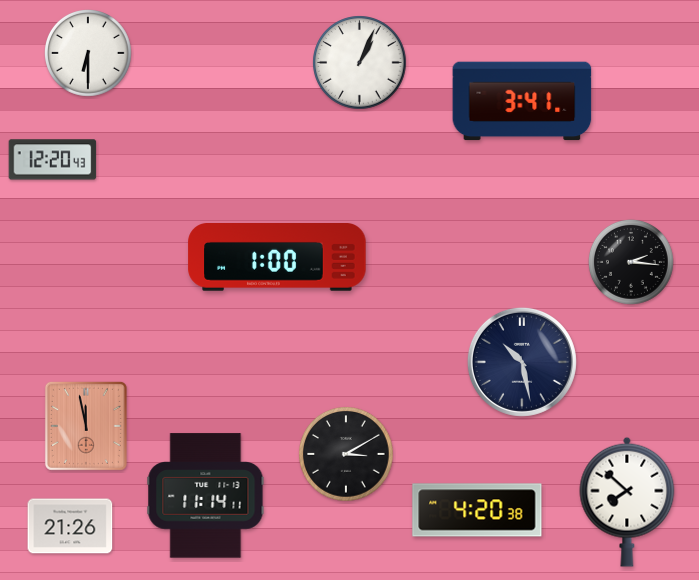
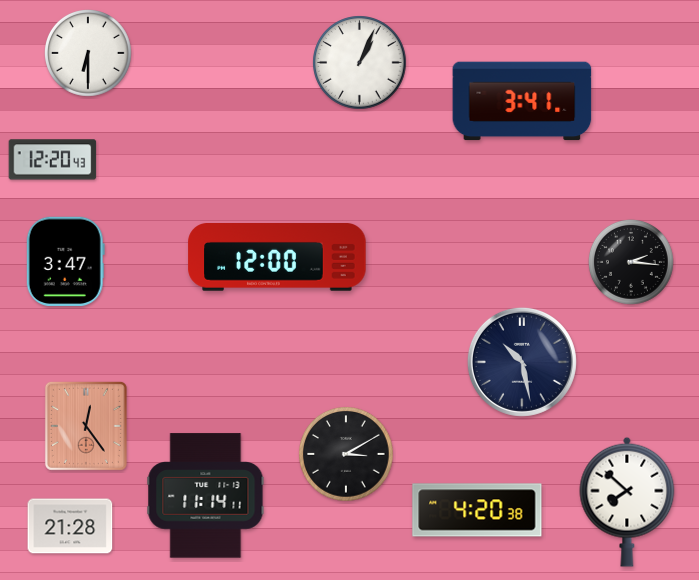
clock at (277, 258): 1:00 -> 12:00
clock at (65, 261): none -> 3:47
clock at (86, 426): 11:58 -> 12:24
clock at (70, 526): 21:26 -> 21:28
